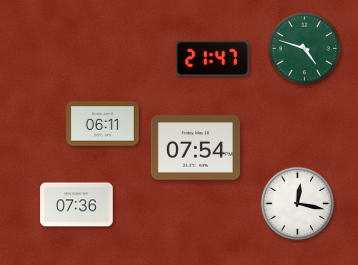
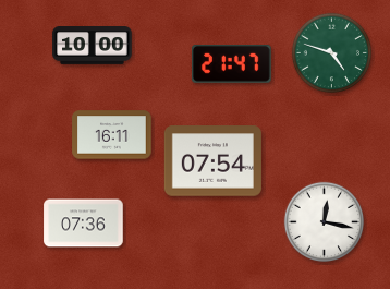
clock at (93, 46): none -> 10:00
clock at (103, 124): 06:11 -> 16:11
